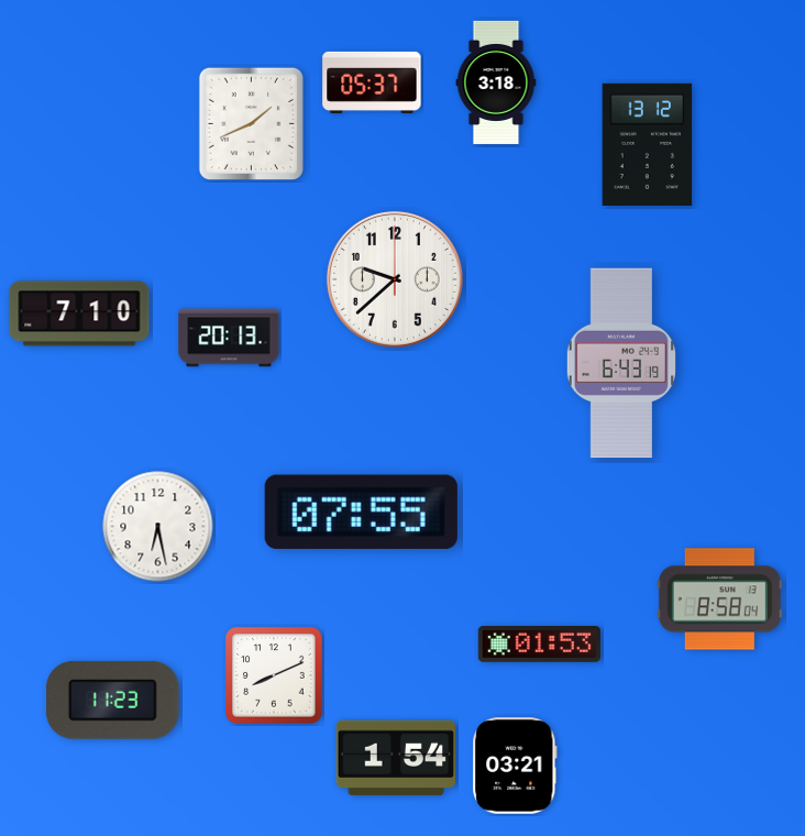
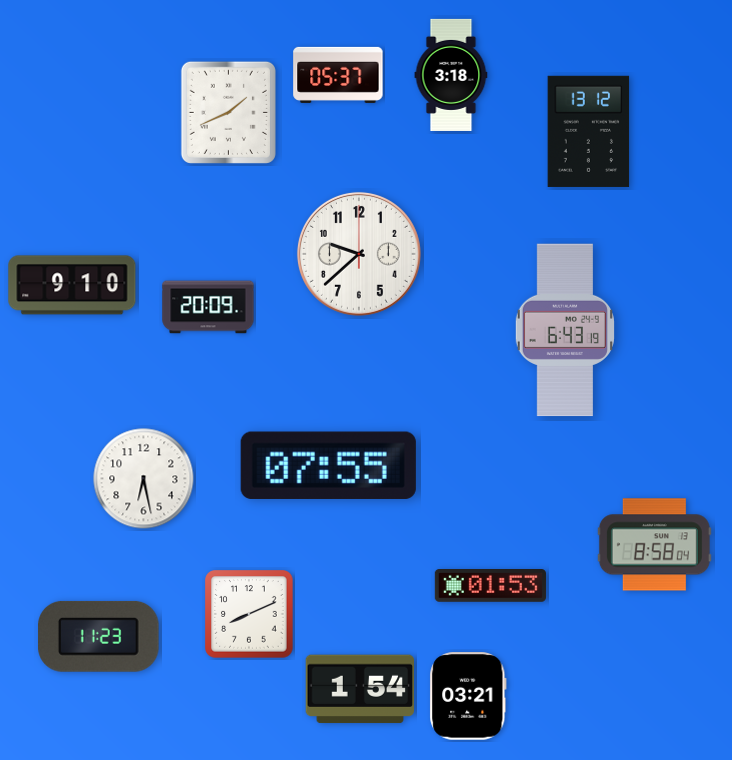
clock at (79, 313): 7:10 -> 9:10
clock at (229, 338): 20:13 -> 20:09
clock at (113, 700) position: (113, 700) -> (99, 636)
